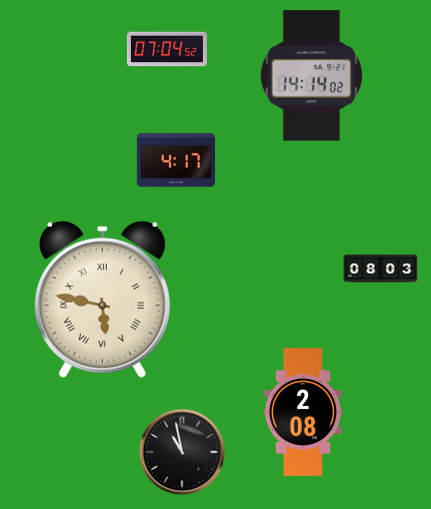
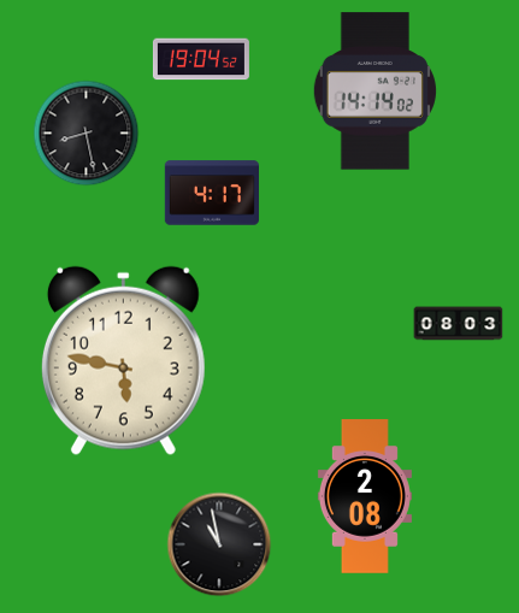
clock at (167, 49): 07:04 -> 19:04
clock at (87, 134): none -> 8:28
clock at (102, 299) numerals: Roman -> Arabic
